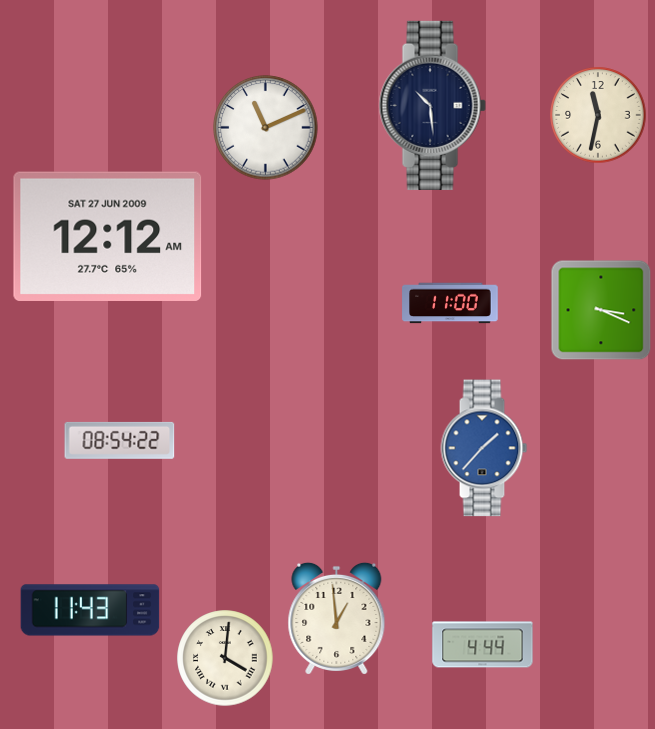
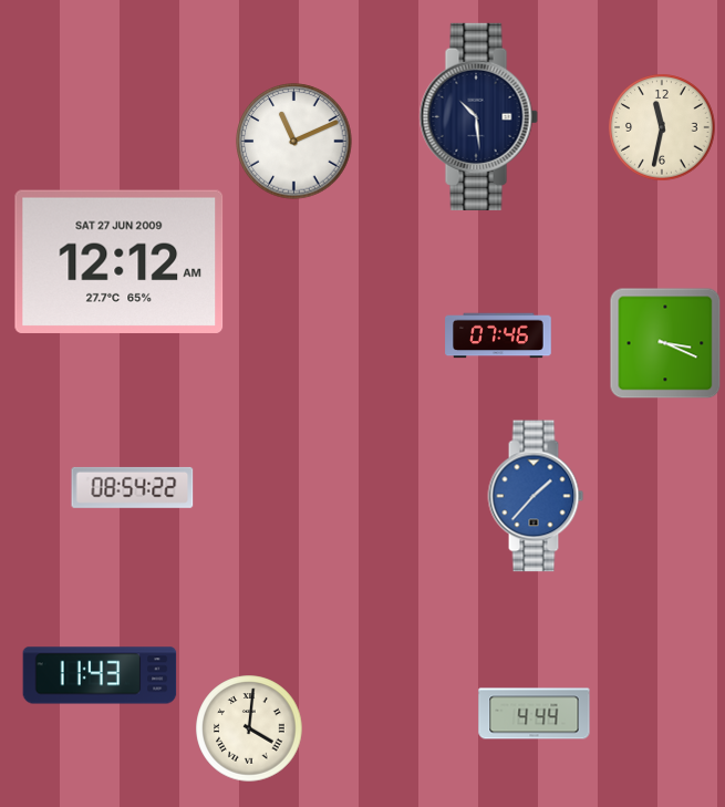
clock at (450, 303): 11:00 -> 07:46
clock at (337, 618): 12:59 -> none
